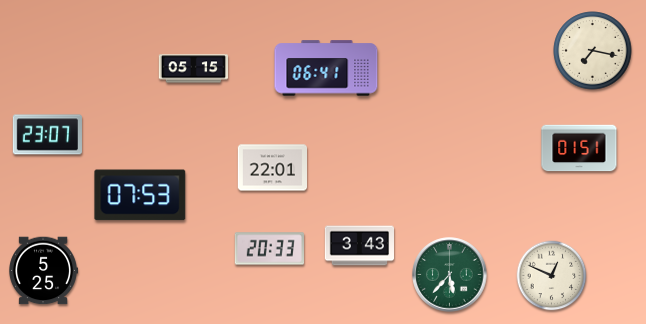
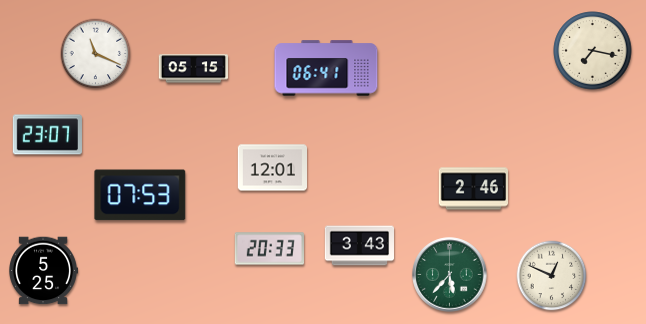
clock at (96, 54): none -> 11:19
clock at (579, 148): 01:51 -> none
clock at (272, 168): 22:01 -> 12:01
clock at (473, 189): none -> 2:46
